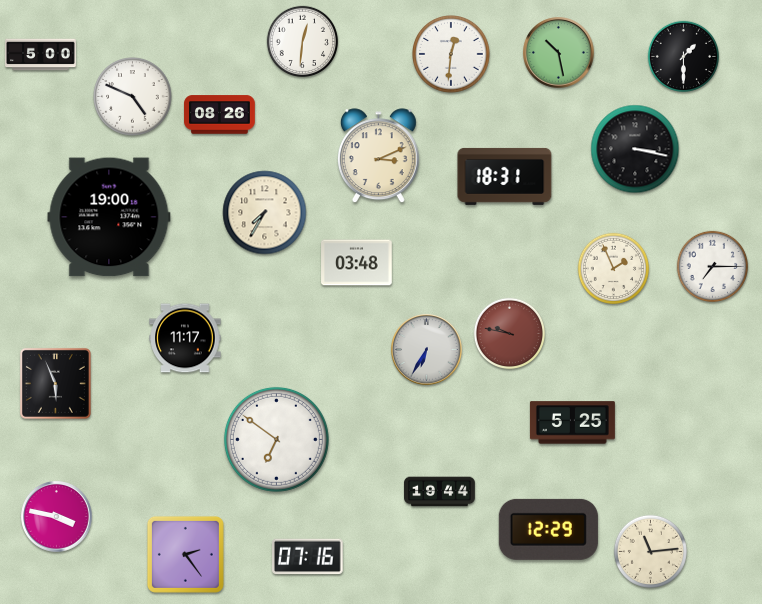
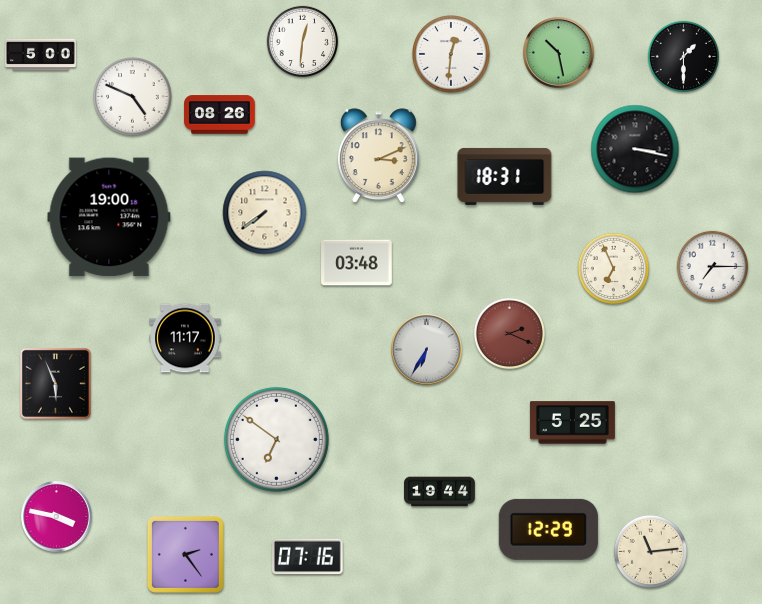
clock at (265, 213): 7:35 -> 7:39
clock at (614, 269): 1:56 -> 6:56
clock at (510, 334): 9:47 -> 2:19
